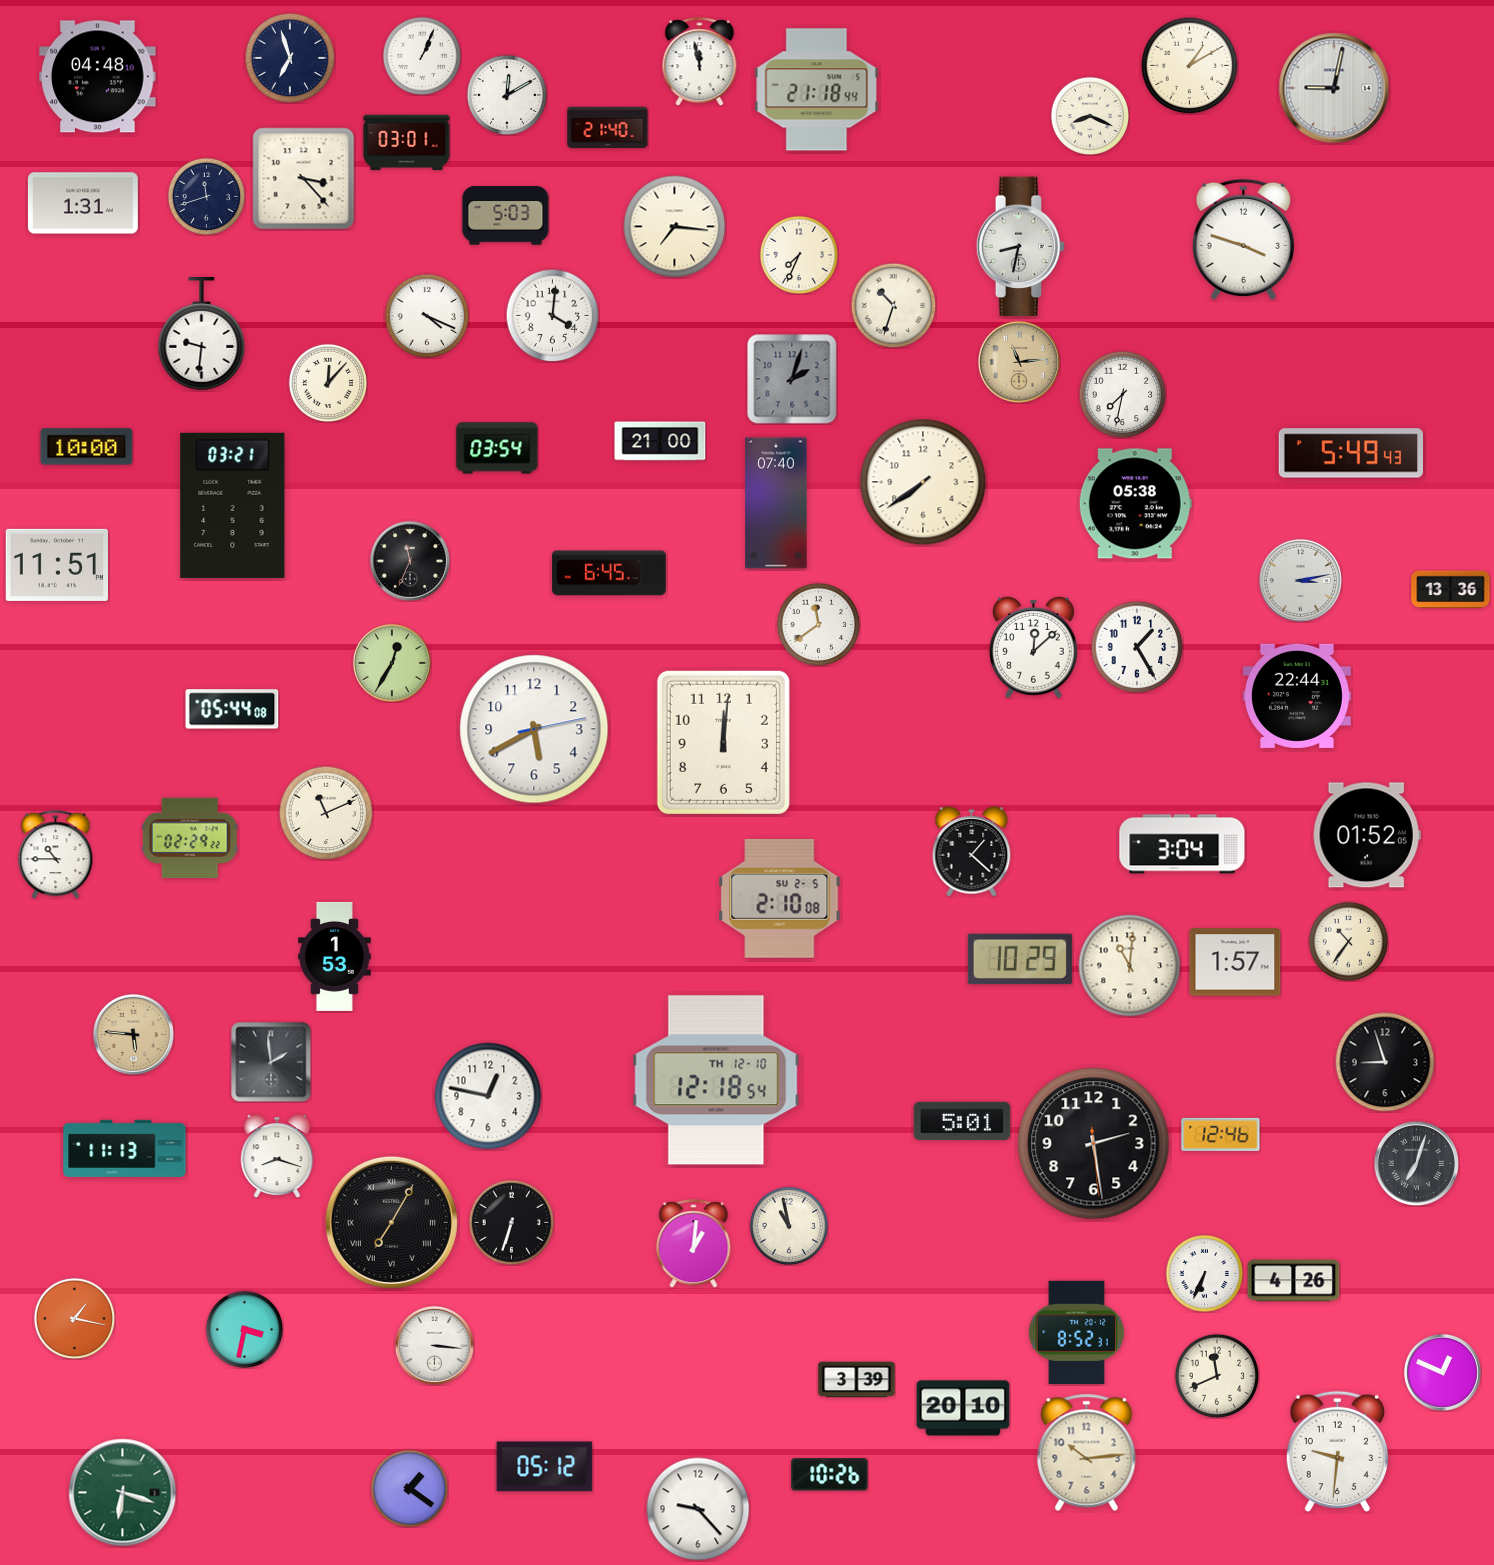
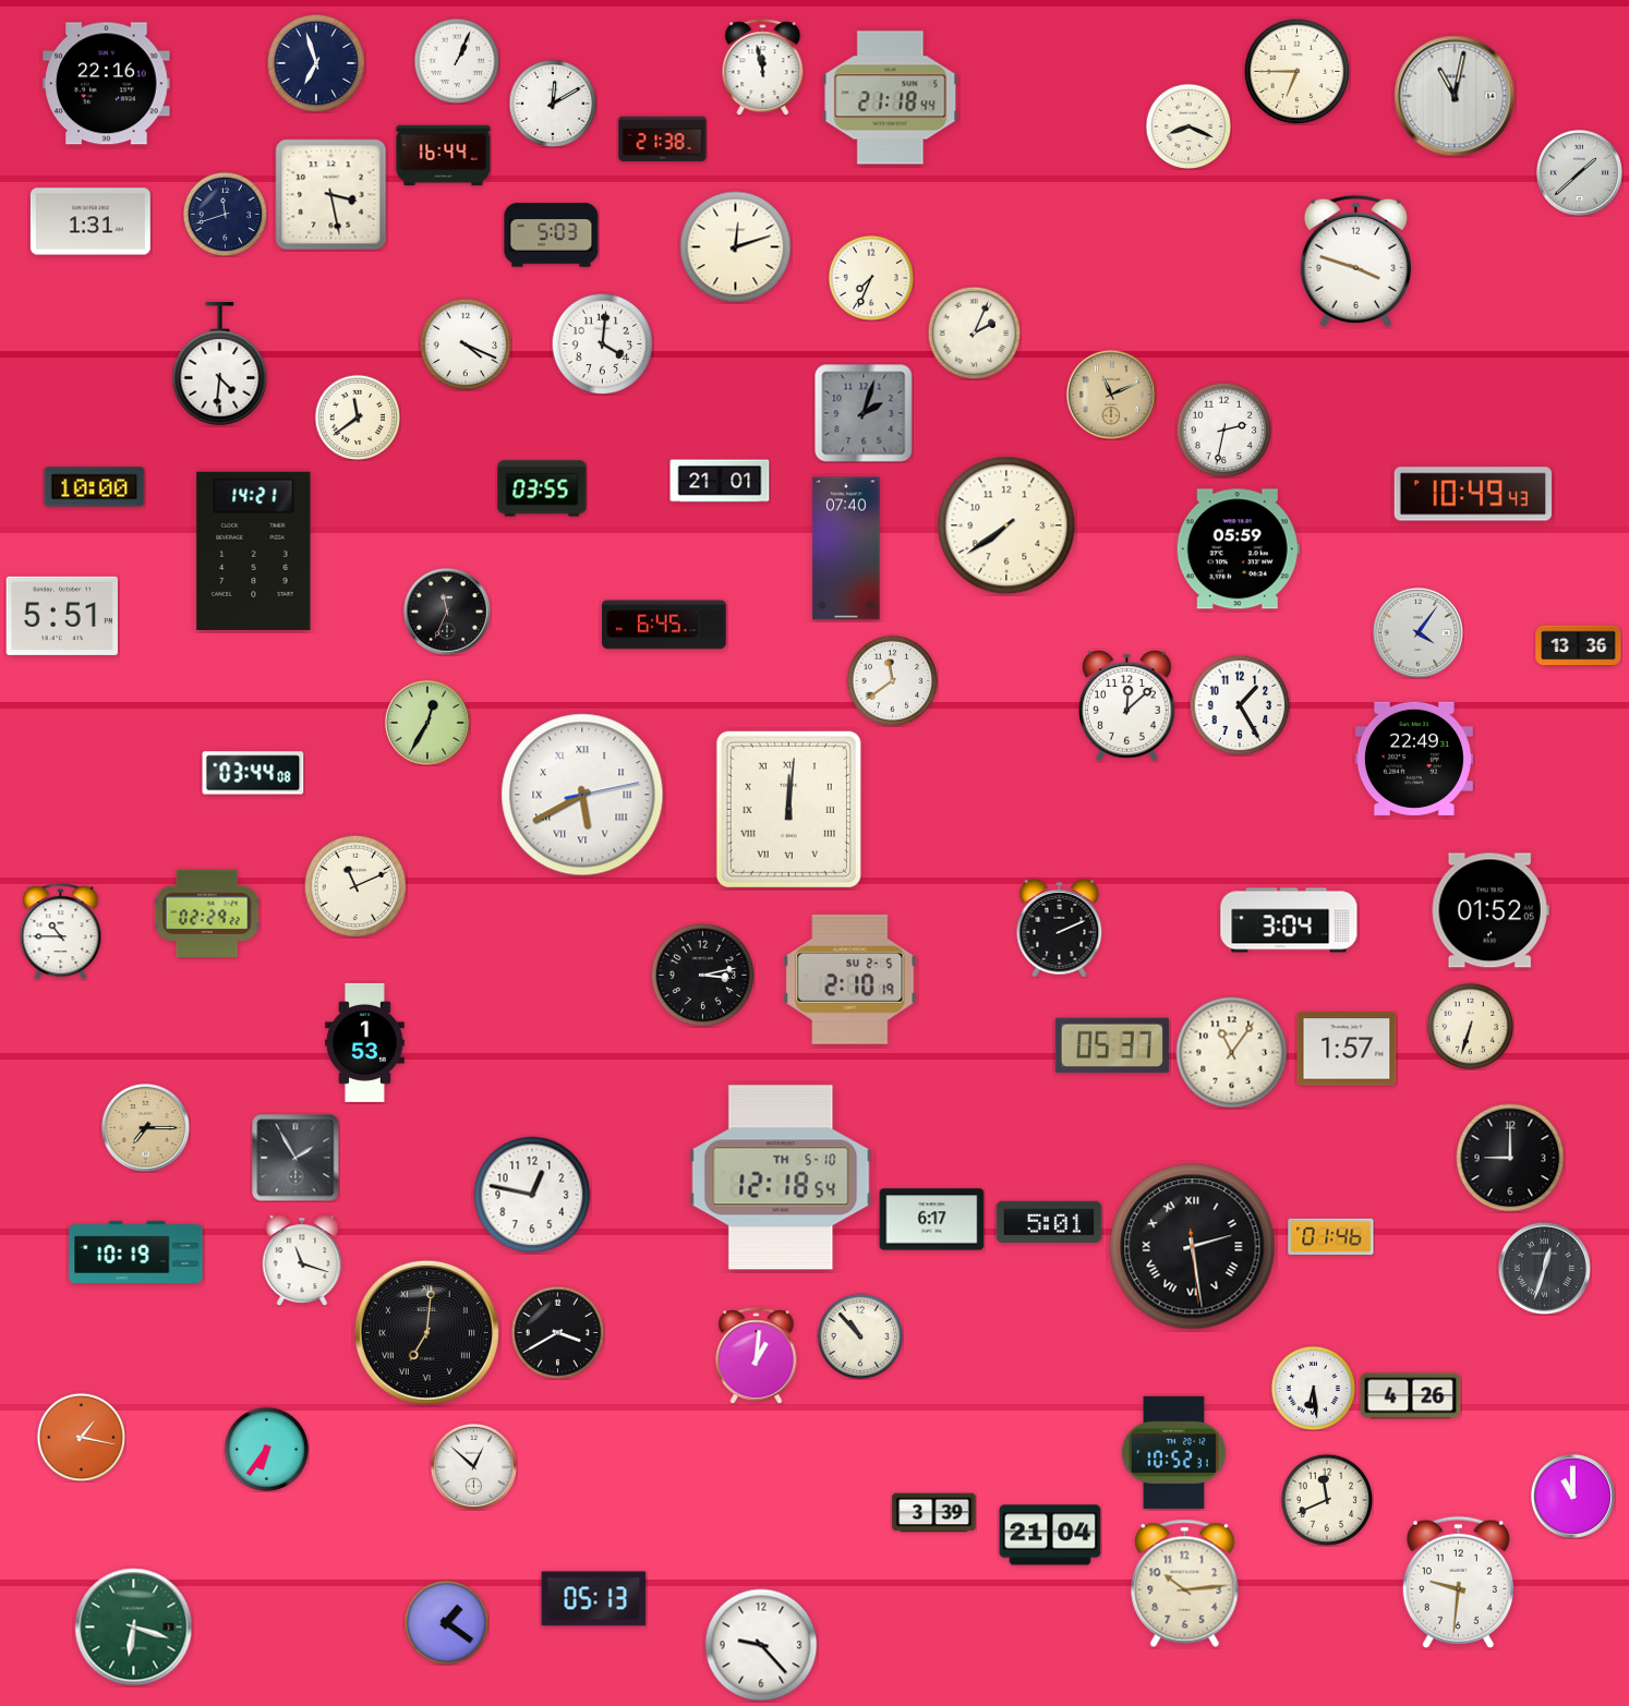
clock at (421, 55) position: (421, 55) -> (456, 60)
clock at (1189, 65): 1:10 -> 6:45
clock at (98, 77): 04:48 -> 22:16
clock at (1334, 88): 9:02 -> 11:02
clock at (608, 128): 21:40 -> 21:38
clock at (407, 143): 03:01 -> 16:44
clock at (1579, 172): none -> 1:38
clock at (304, 179): 3:23 -> 3:28
clock at (675, 227): 7:16 -> 12:12
clock at (1021, 247): 8:32 -> none
clock at (893, 305): 10:33 -> 2:04
clock at (202, 334): 9:31 -> 4:31
clock at (1019, 362): 11:14 -> 11:11
clock at (327, 382): 12:07 -> 11:39
clock at (1122, 394): 7:32 -> 2:32
clock at (660, 441): 21:00 -> 21:01
clock at (497, 448): 03:54 -> 03:55
clock at (1350, 453): 5:49 -> 10:49
clock at (1135, 504): 05:38 -> 05:59
clock at (233, 505): 03:21 -> 14:21
clock at (57, 565): 11:51 -> 5:51
clock at (1300, 580): 3:13 -> 4:06
clock at (1451, 590) position: (1451, 590) -> (1579, 646)
clock at (1297, 696): 22:44 -> 22:49
clock at (232, 709): 05:44 -> 03:44
clock at (534, 729) numerals: Arabic -> Roman
clock at (723, 742) numerals: Arabic -> Roman
clock at (972, 851): 1:22 -> 2:11
clock at (702, 975): none -> 3:13
clock at (780, 898): 2:10:08 -> 2:10:19
clock at (1348, 941): 10:36 -> 6:33
clock at (1020, 959): 10:29 -> 05:37
clock at (1130, 966): 11:01 -> 11:06
clock at (133, 1034): 5:46 -> 7:15
clock at (271, 1062): 1:59 -> 1:55
clock at (1385, 1062): 8:57 -> 9:00
clock at (716, 1080) date: TH 12-10 -> TH 5-10
clock at (932, 1220): none -> 6:17
clock at (1221, 1134): 12:46 -> 01:46
clock at (1094, 1144) numerals: Arabic -> Roman
clock at (125, 1148): 11:13 -> 10:19
clock at (277, 1156): 8:18 -> 11:18
clock at (1416, 1163): 7:03 -> 12:33
clock at (391, 1222): 7:05 -> 7:01
clock at (511, 1222): 6:33 -> 3:40
clock at (788, 1225): 10:58 -> 10:53
clock at (1204, 1273): 6:34 -> 6:29
clock at (244, 1329): 3:32 -> 6:36
clock at (1076, 1332): 8:52 -> 10:52
clock at (434, 1345): 3:16 -> 12:52
clock at (1442, 1372): 12:49 -> 11:00
clock at (857, 1380) position: (857, 1380) -> (934, 1513)
clock at (963, 1408): 20:10 -> 21:04
clock at (545, 1467): 05:12 -> 05:13
clock at (830, 1475): 10:26 -> none
